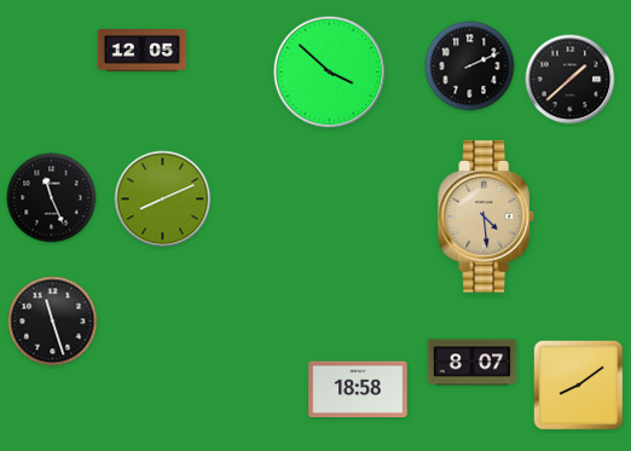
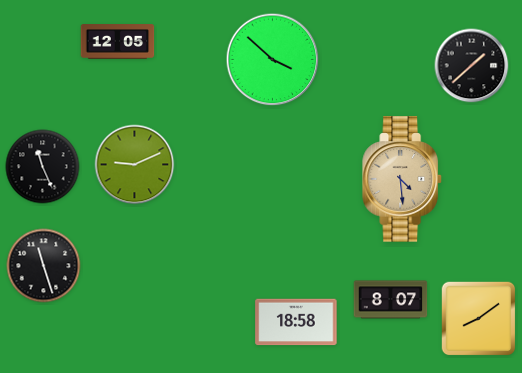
clock at (470, 67): 2:11 -> none
clock at (52, 198) position: (52, 198) -> (43, 167)
clock at (163, 200): 8:11 -> 9:11
